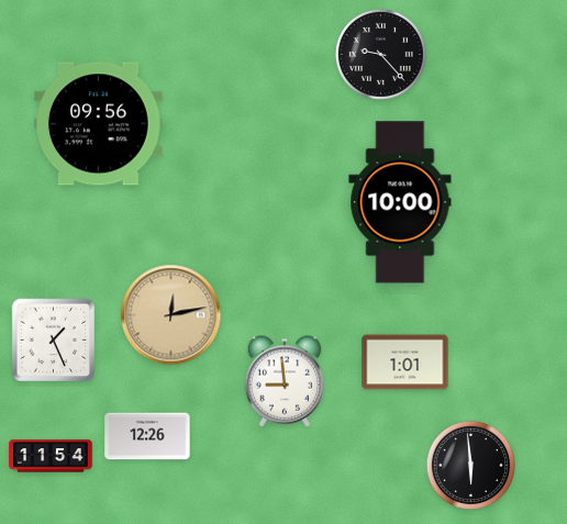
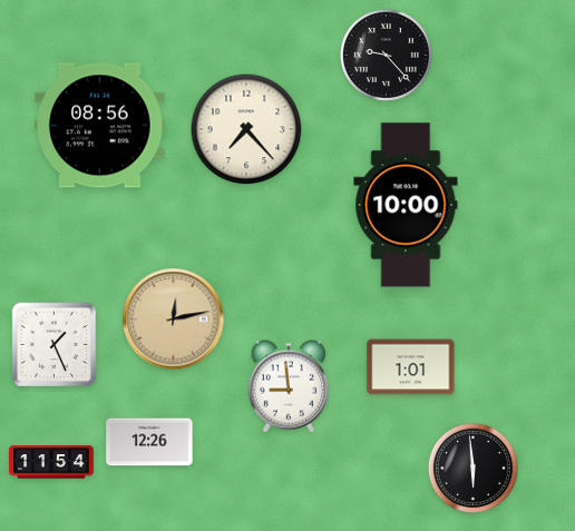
clock at (99, 124): 09:56 -> 08:56
clock at (246, 129): none -> 7:23
clock at (470, 465) position: (470, 465) -> (472, 468)
